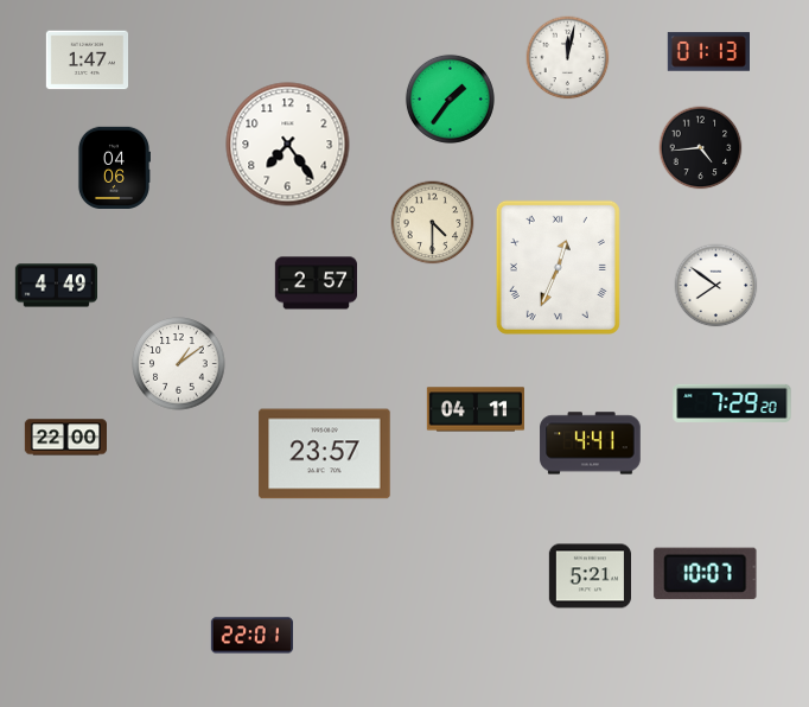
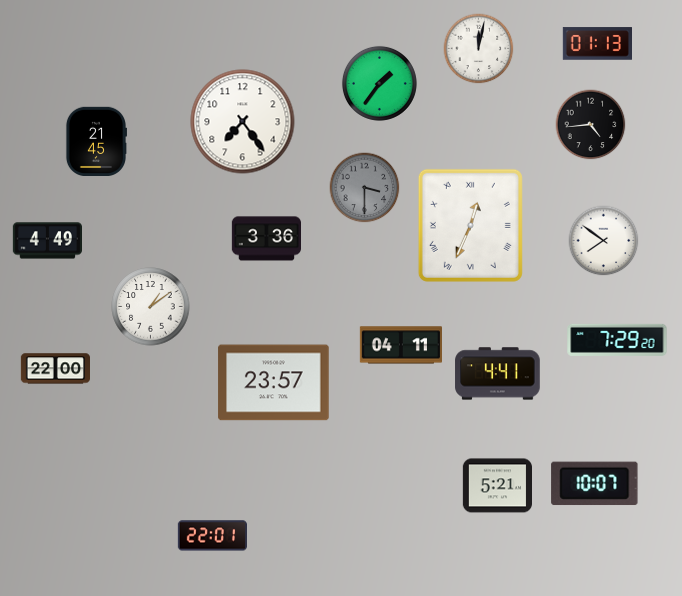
clock at (87, 60): 1:47 -> none
clock at (113, 167): 04:06 -> 21:45
clock at (433, 223): 4:30 -> 3:30
clock at (433, 223) dial: cream -> grey
clock at (316, 284): 2:57 -> 3:36
